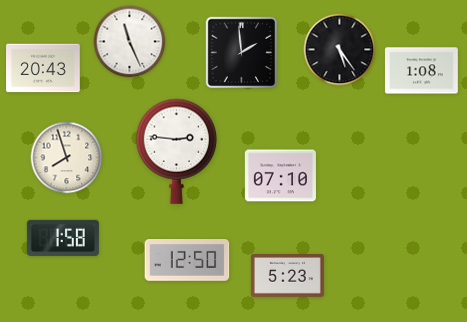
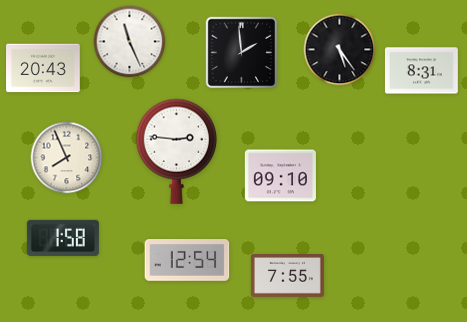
clock at (421, 71): 1:08 -> 8:31
clock at (67, 158): 7:57 -> 7:56
clock at (280, 176): 07:10 -> 09:10
clock at (187, 261): 12:50 -> 12:54
clock at (287, 276): 5:23 -> 7:55
